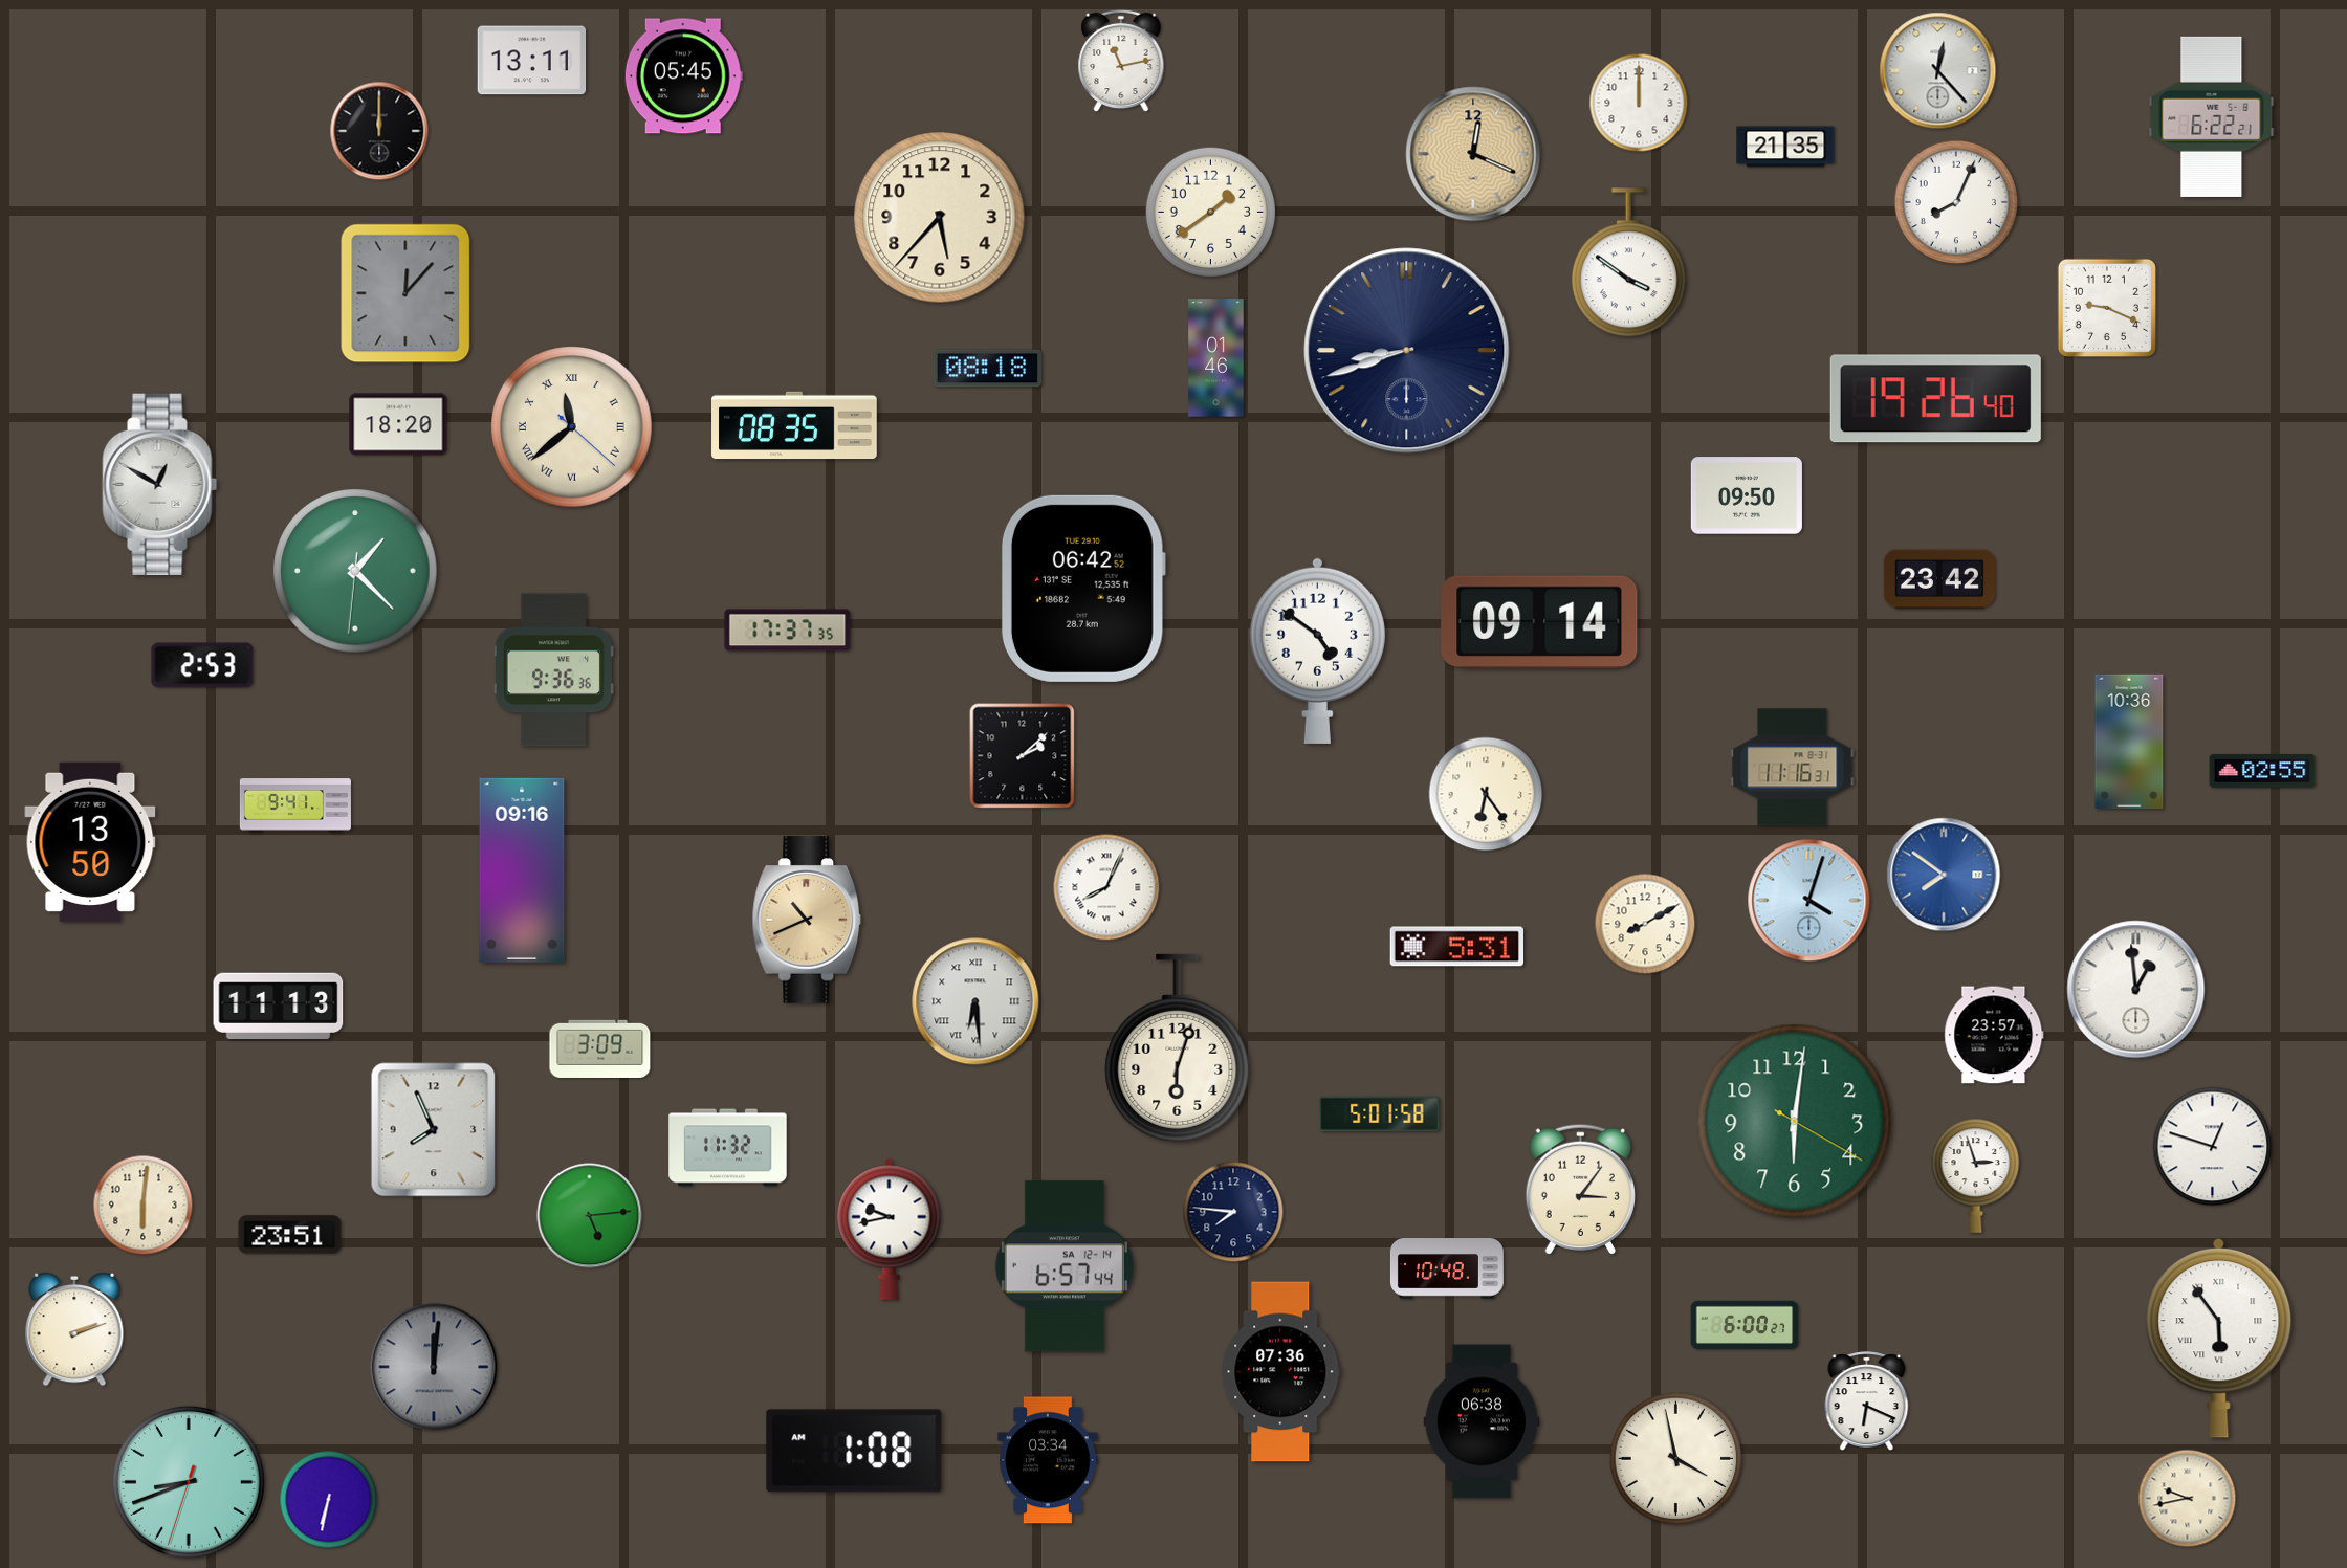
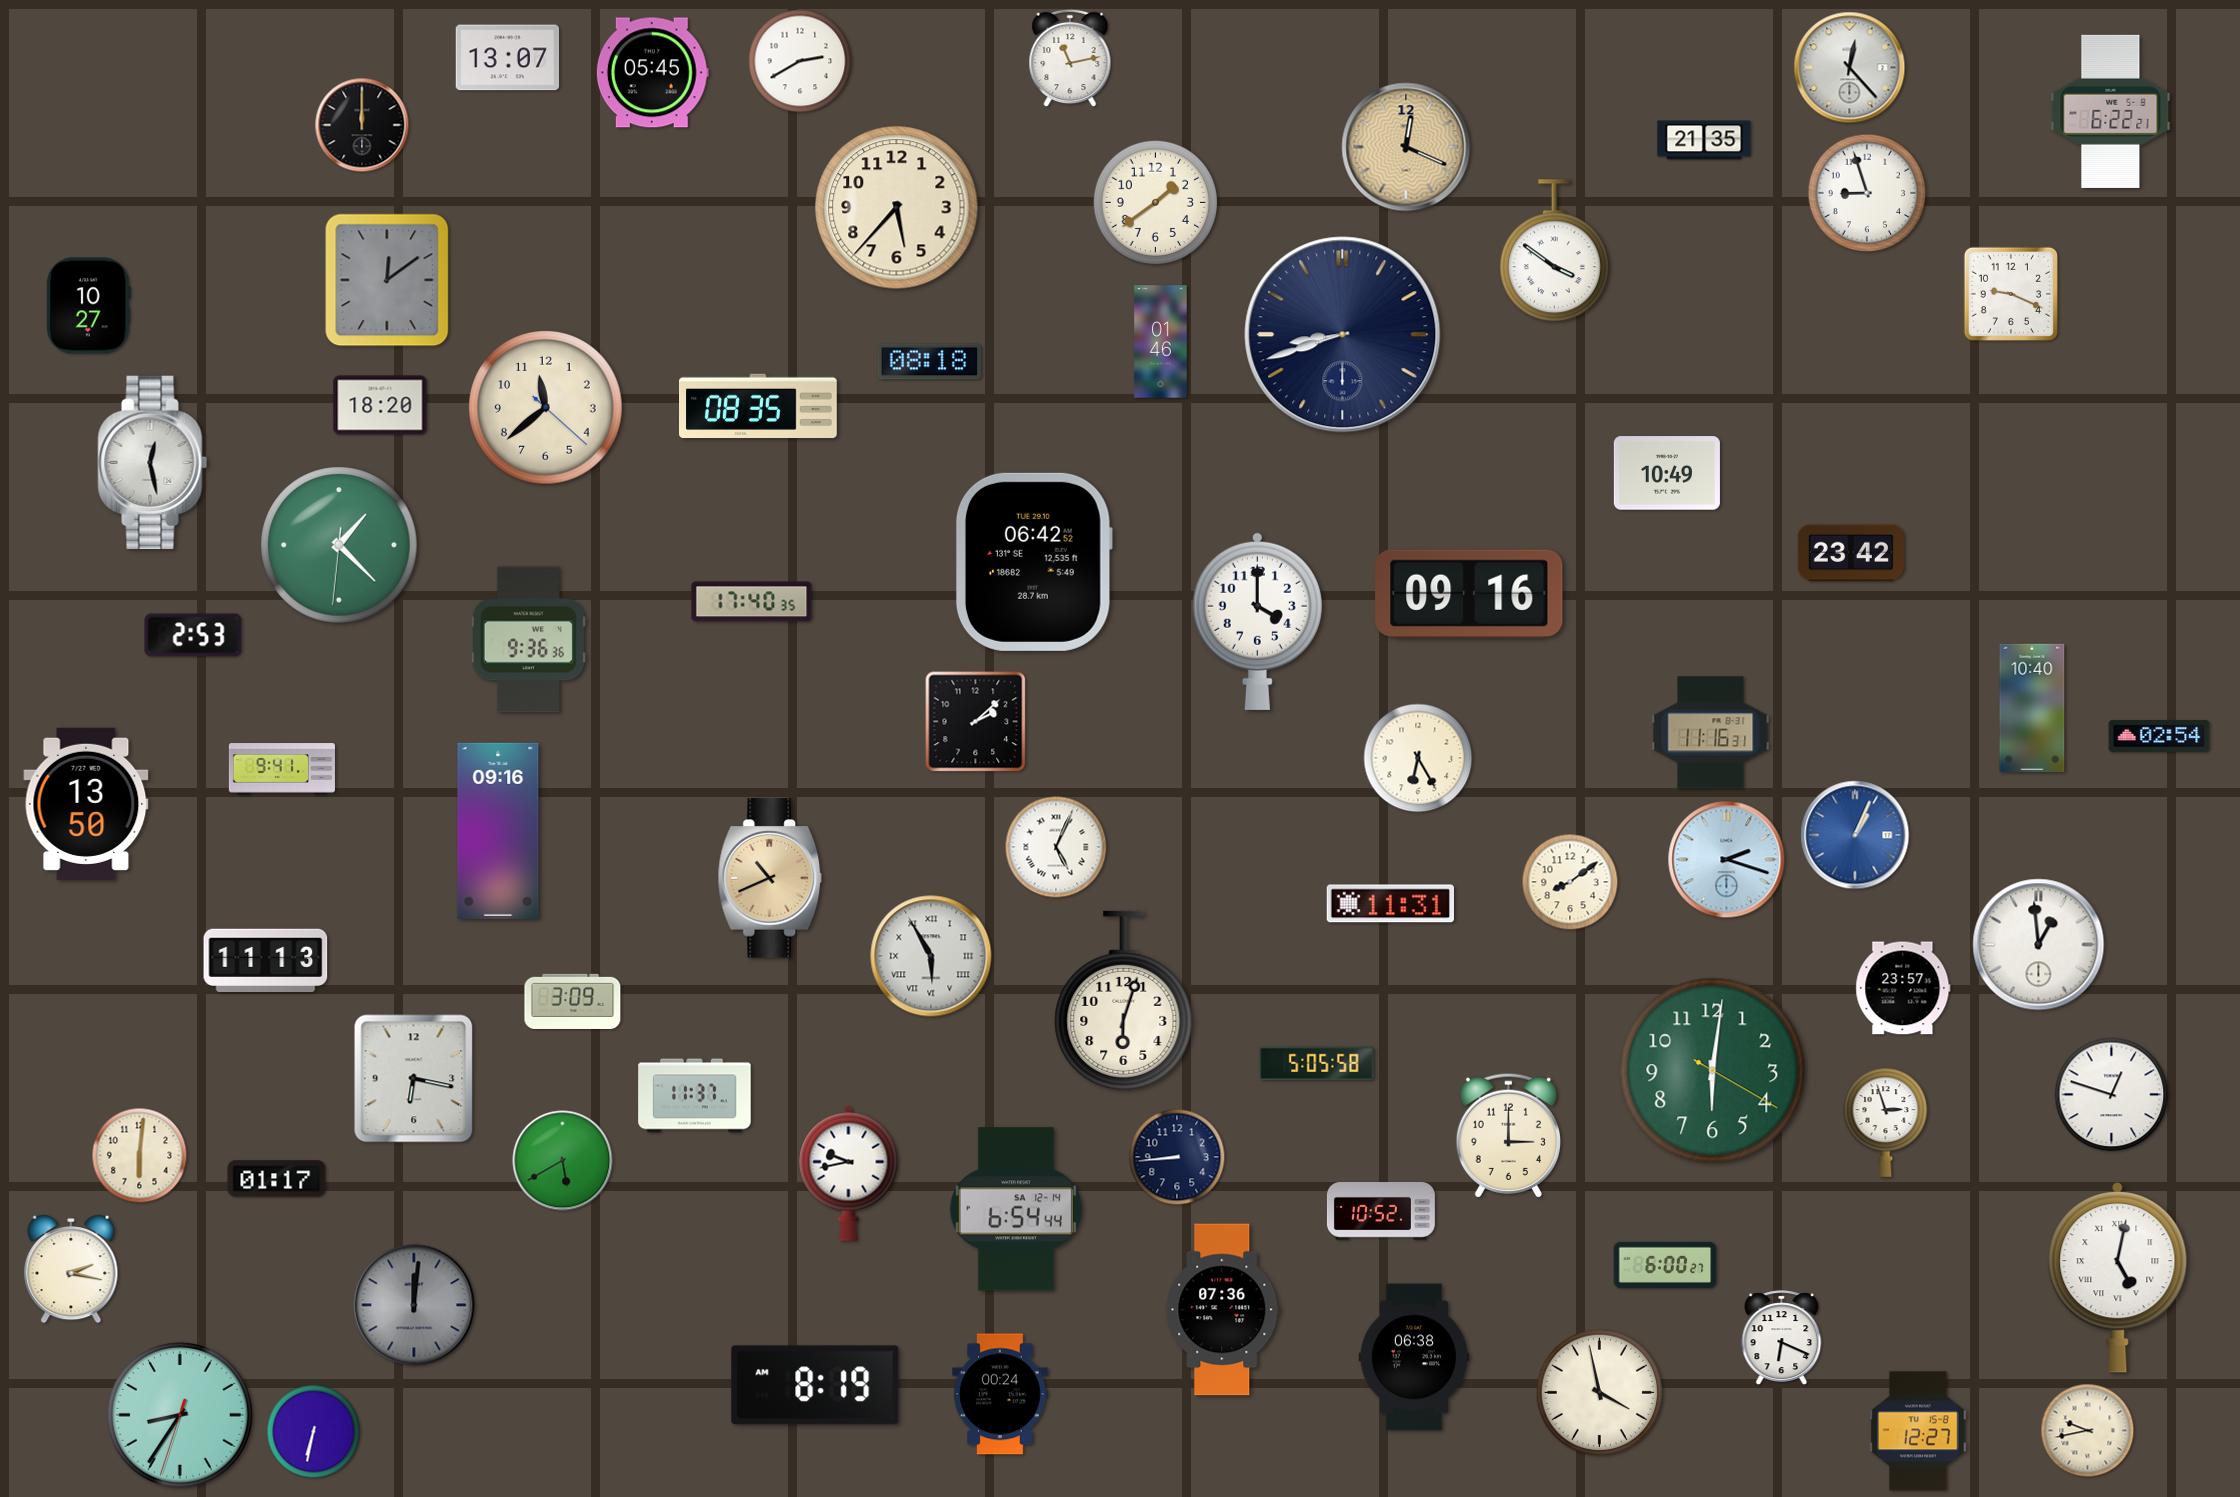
clock at (532, 61): 13:11 -> 13:07
clock at (800, 61): none -> 2:40
clock at (1639, 103): 12:00 -> none
clock at (1956, 202): 8:04 -> 8:57
clock at (405, 293): 12:07 -> 12:09
clock at (89, 306): none -> 10:27
clock at (988, 369) position: (988, 369) -> (930, 362)
clock at (1935, 399): 19:26 -> none
clock at (572, 427) numerals: Roman -> Arabic
clock at (160, 485): 12:50 -> 12:28
clock at (1747, 495): 09:50 -> 10:49
clock at (1539, 622): 09:14 -> 09:16
clock at (788, 631): 17:37 -> 17:40
clock at (1317, 650): 4:51 -> 4:00
clock at (2129, 741): 10:36 -> 10:40
clock at (2262, 771): 02:55 -> 02:54
clock at (1486, 794): 6:24 -> 6:25
clock at (1944, 875): 7:51 -> 1:04
clock at (1106, 887): 8:04 -> 5:04
clock at (1809, 901): 4:03 -> 2:18
clock at (1645, 924): 8:10 -> 8:09
clock at (1456, 947): 5:31 -> 11:31
clock at (975, 1001): 6:29 -> 5:55
clock at (1380, 1113): 5:01 -> 5:05
clock at (434, 1130): 7:56 -> 6:17
clock at (728, 1148): 11:32 -> 11:37
clock at (1580, 1189): 3:06 -> 3:00
clock at (144, 1206) position: (144, 1206) -> (140, 1156)
clock at (1233, 1212): 7:46 -> 8:44
clock at (590, 1216): 5:14 -> 5:40
clock at (290, 1235): 23:51 -> 01:17
clock at (1065, 1266): 6:57 -> 6:54
clock at (1447, 1269): 10:48 -> 10:52
clock at (74, 1329): 2:12 -> 2:17
clock at (2219, 1339): 5:54 -> 5:02
clock at (854, 1451): 1:08 -> 8:19
clock at (1048, 1460): 03:34 -> 00:24
clock at (189, 1482): 8:41 -> 8:35
clock at (1919, 1431): none -> 12:27
